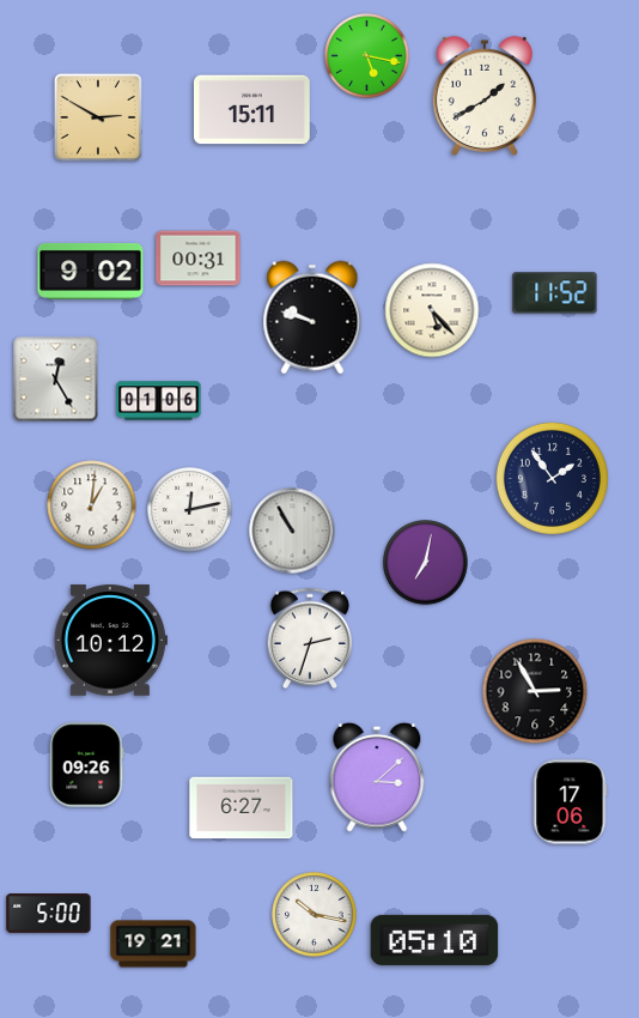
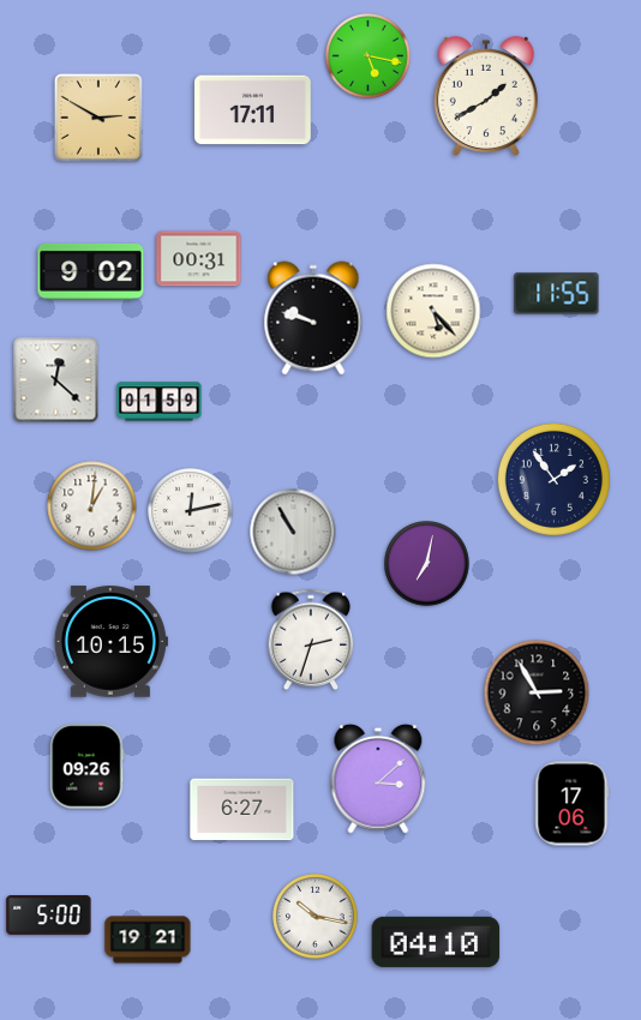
clock at (252, 110): 15:11 -> 17:11
clock at (555, 293): 11:52 -> 11:55
clock at (56, 380): 12:25 -> 12:22
clock at (159, 401): 01:06 -> 01:59
clock at (110, 641): 10:12 -> 10:15
clock at (434, 940): 05:10 -> 04:10
clock at (153, 944) position: (153, 944) -> (148, 940)
